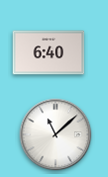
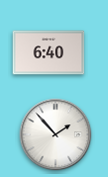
clock at (56, 135): 11:08 -> 1:53
